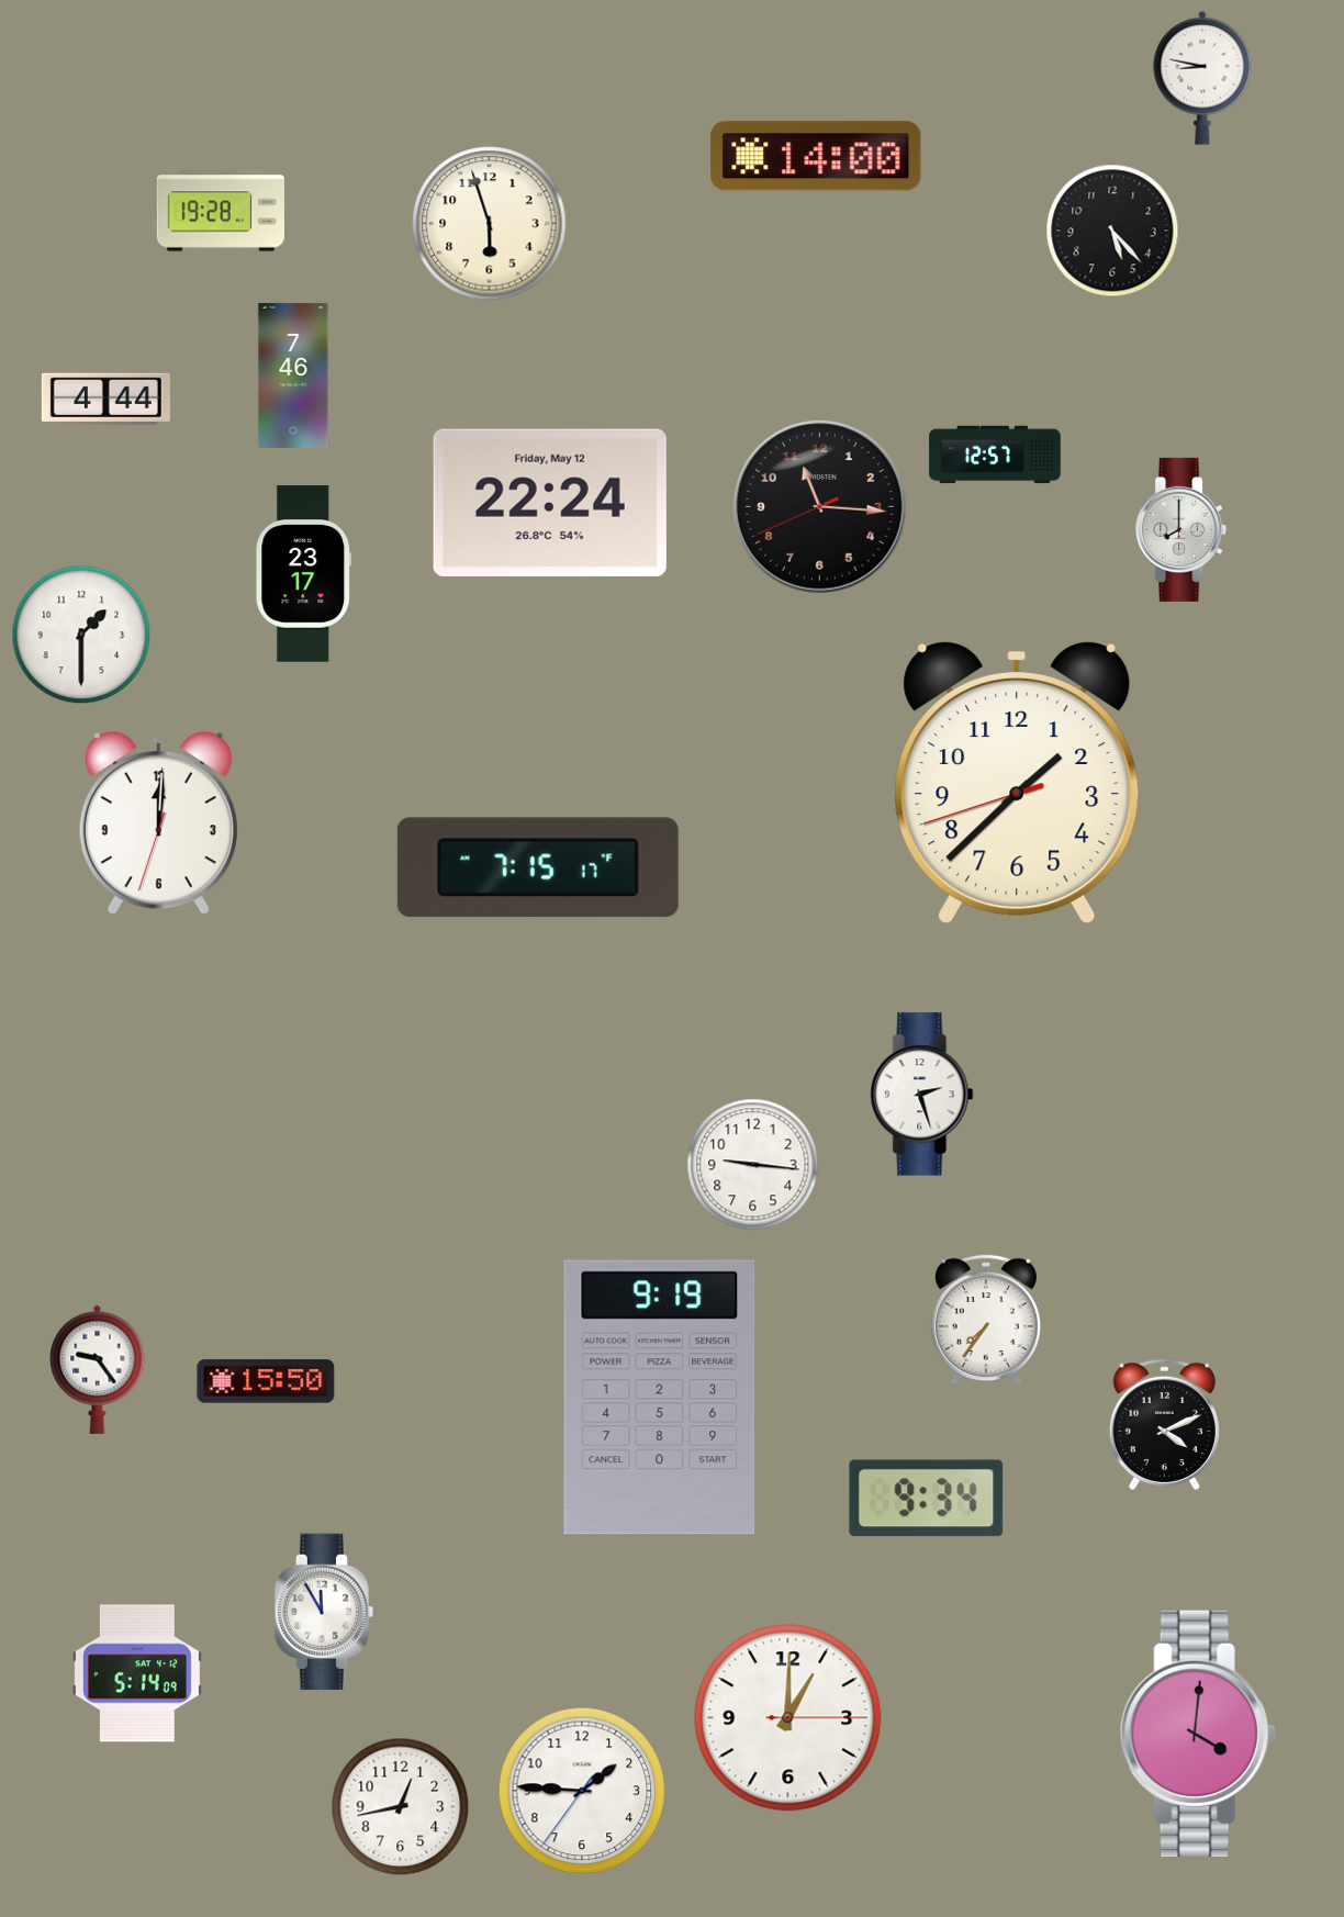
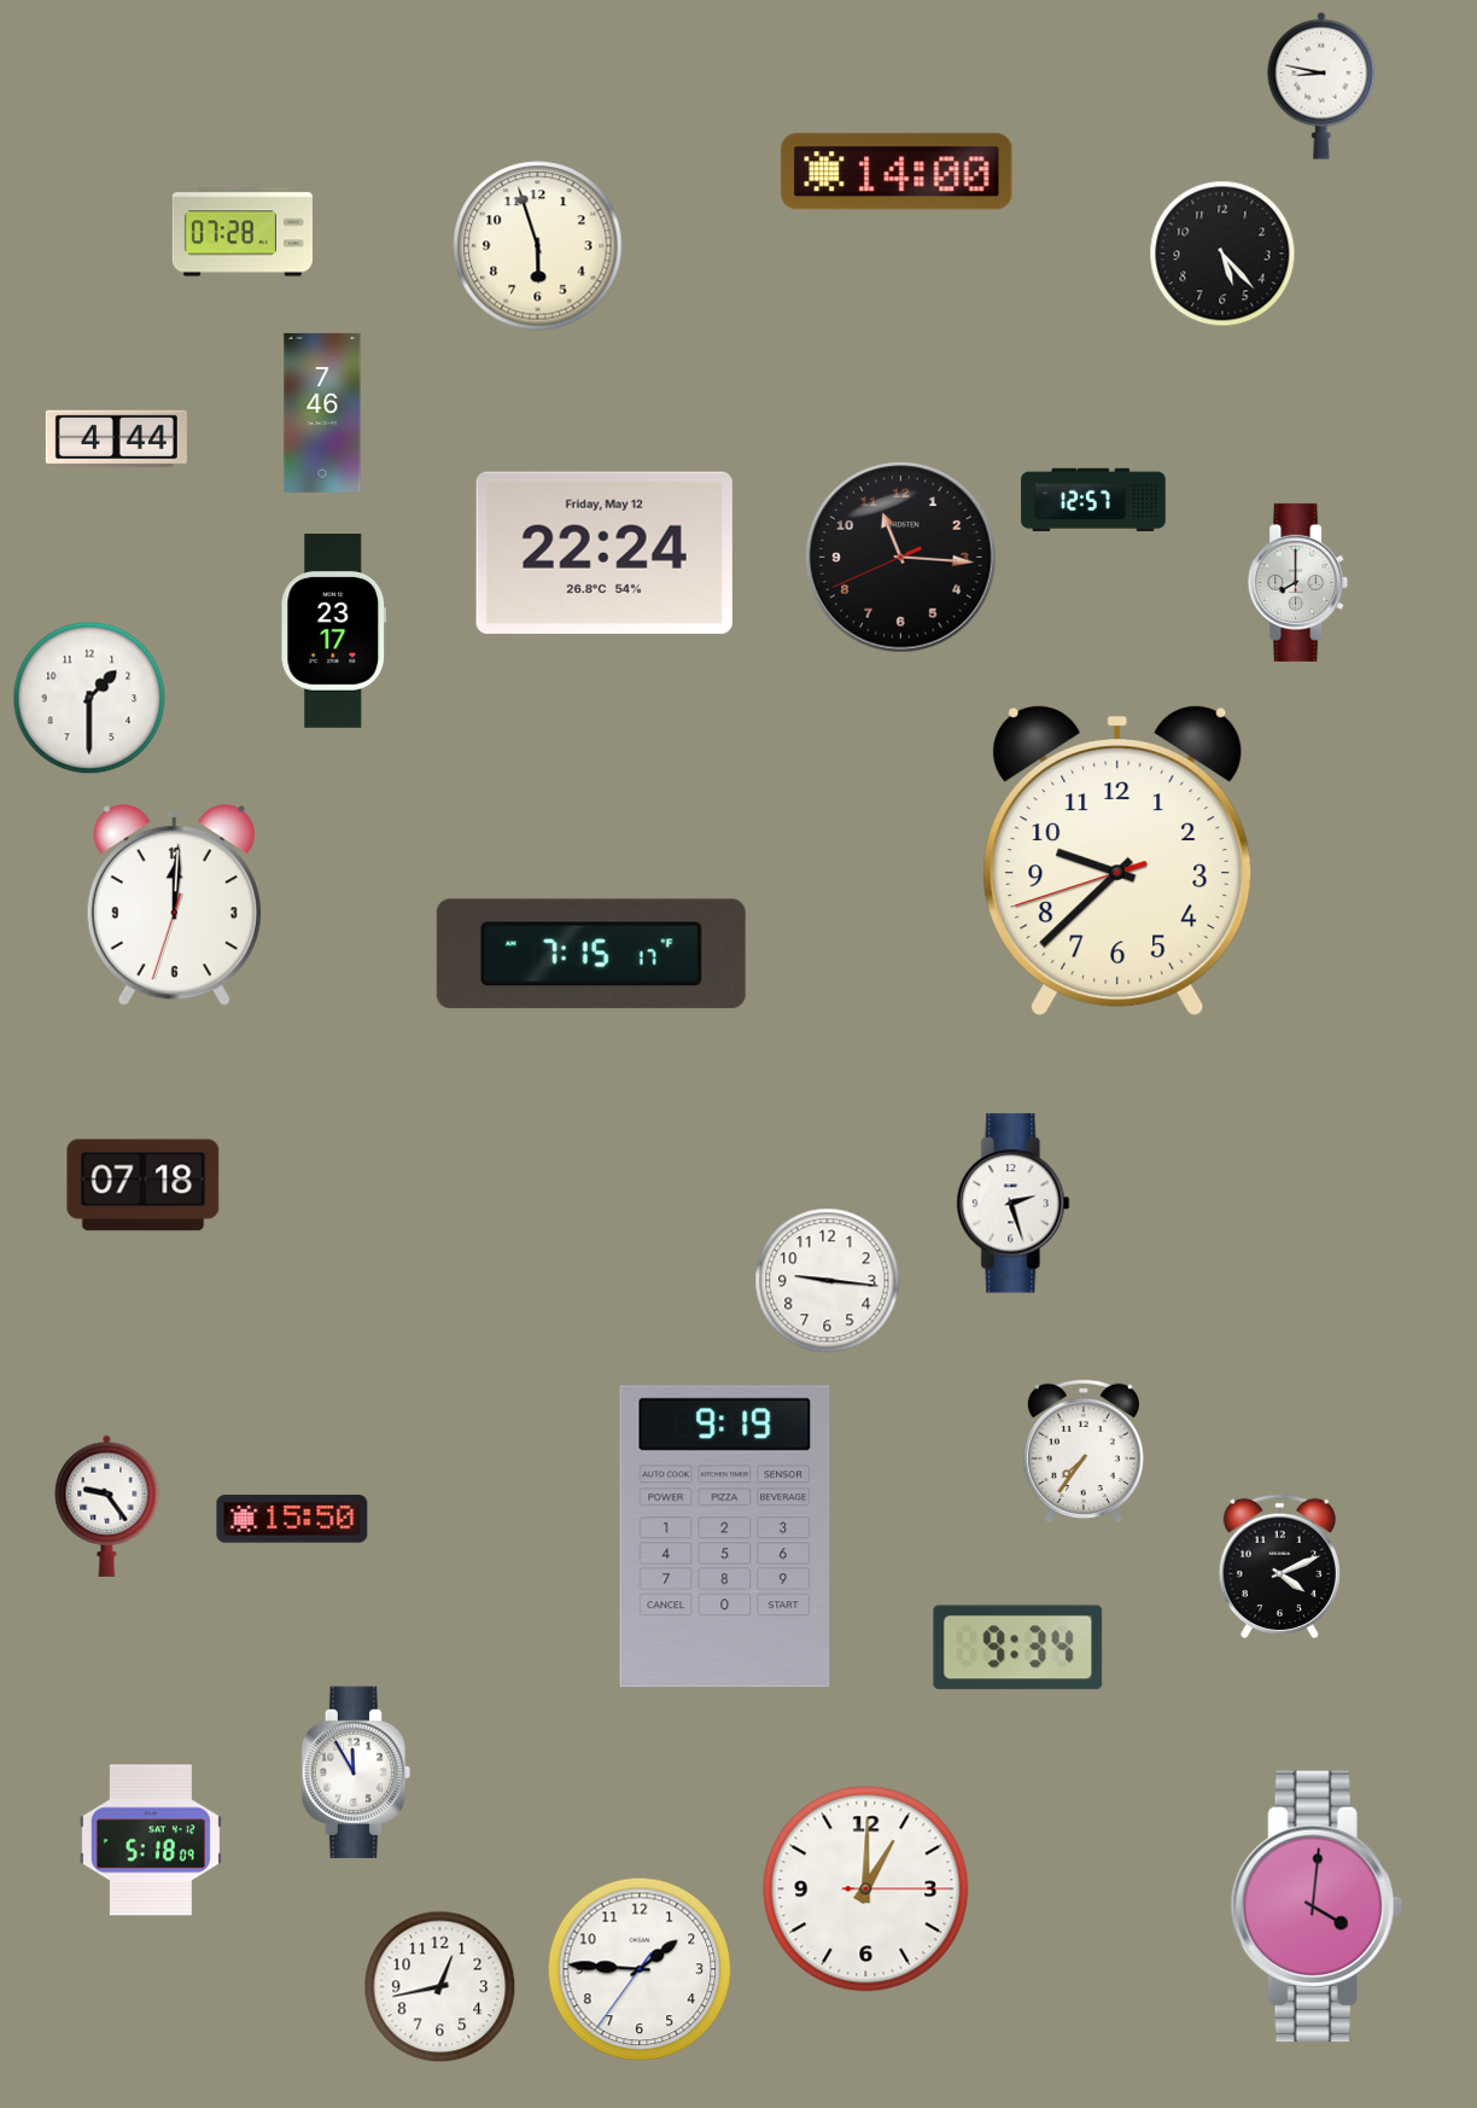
clock at (221, 211): 19:28 -> 07:28
clock at (1017, 784): 1:37 -> 9:37
clock at (144, 1186): none -> 07:18
clock at (137, 1673): 5:14 -> 5:18
